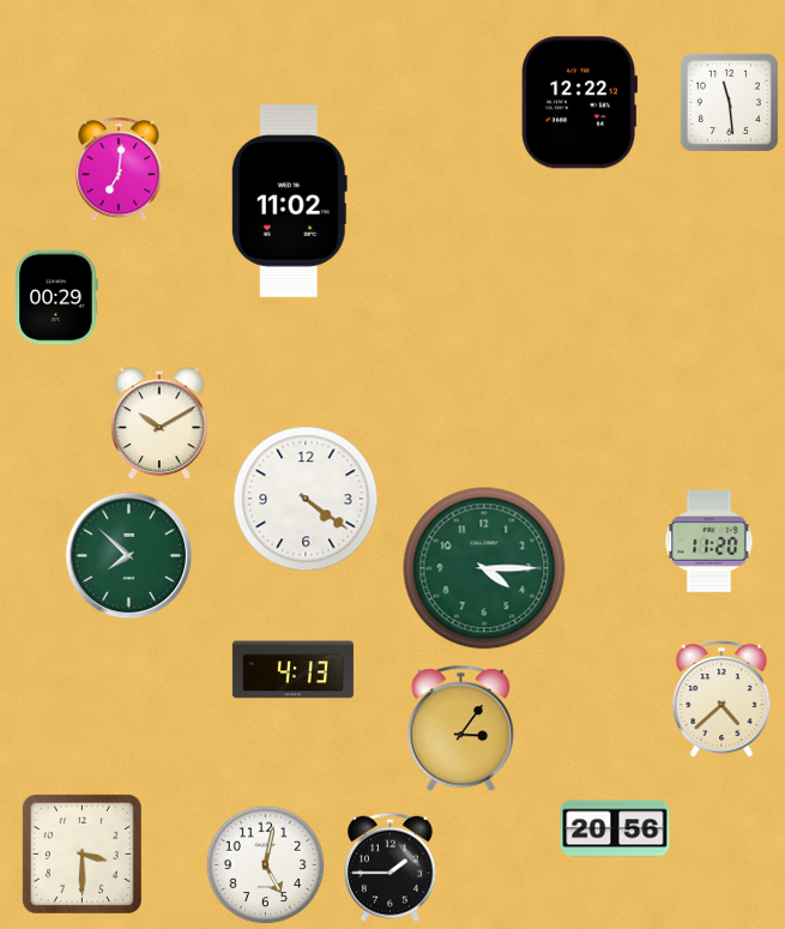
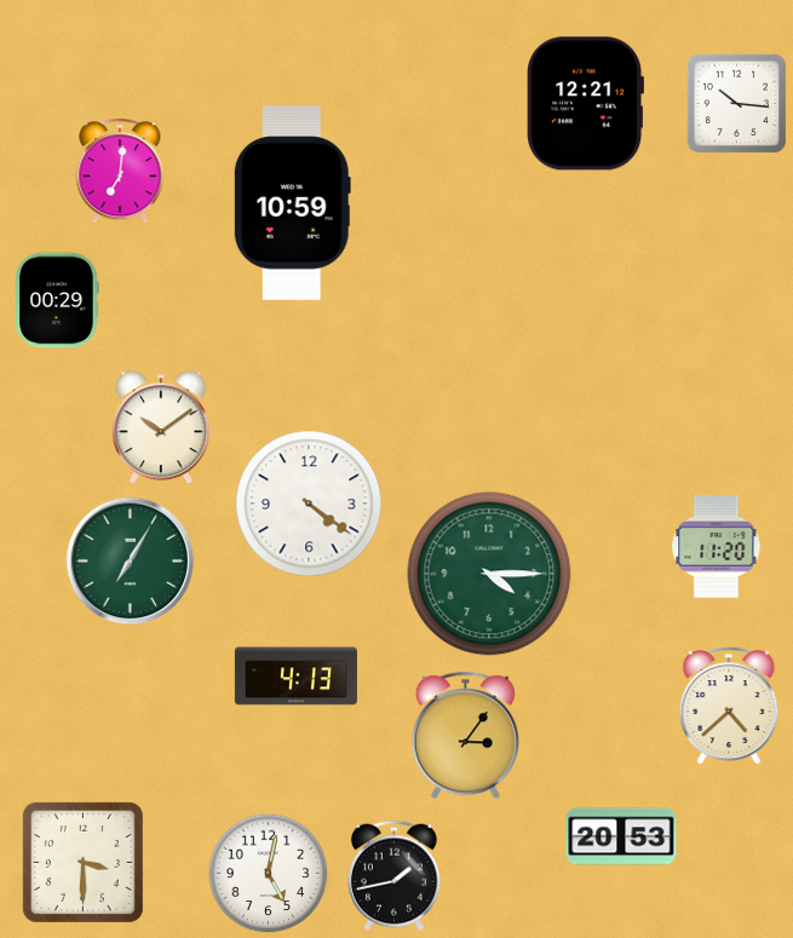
clock at (729, 102): 11:29 -> 10:16
clock at (579, 103): 12:22 -> 12:21
clock at (289, 201): 11:02 -> 10:59
clock at (161, 424): 10:10 -> 10:09
clock at (129, 556): 7:52 -> 7:05
clock at (615, 828): 20:56 -> 20:53
clock at (390, 867): 1:45 -> 1:43
